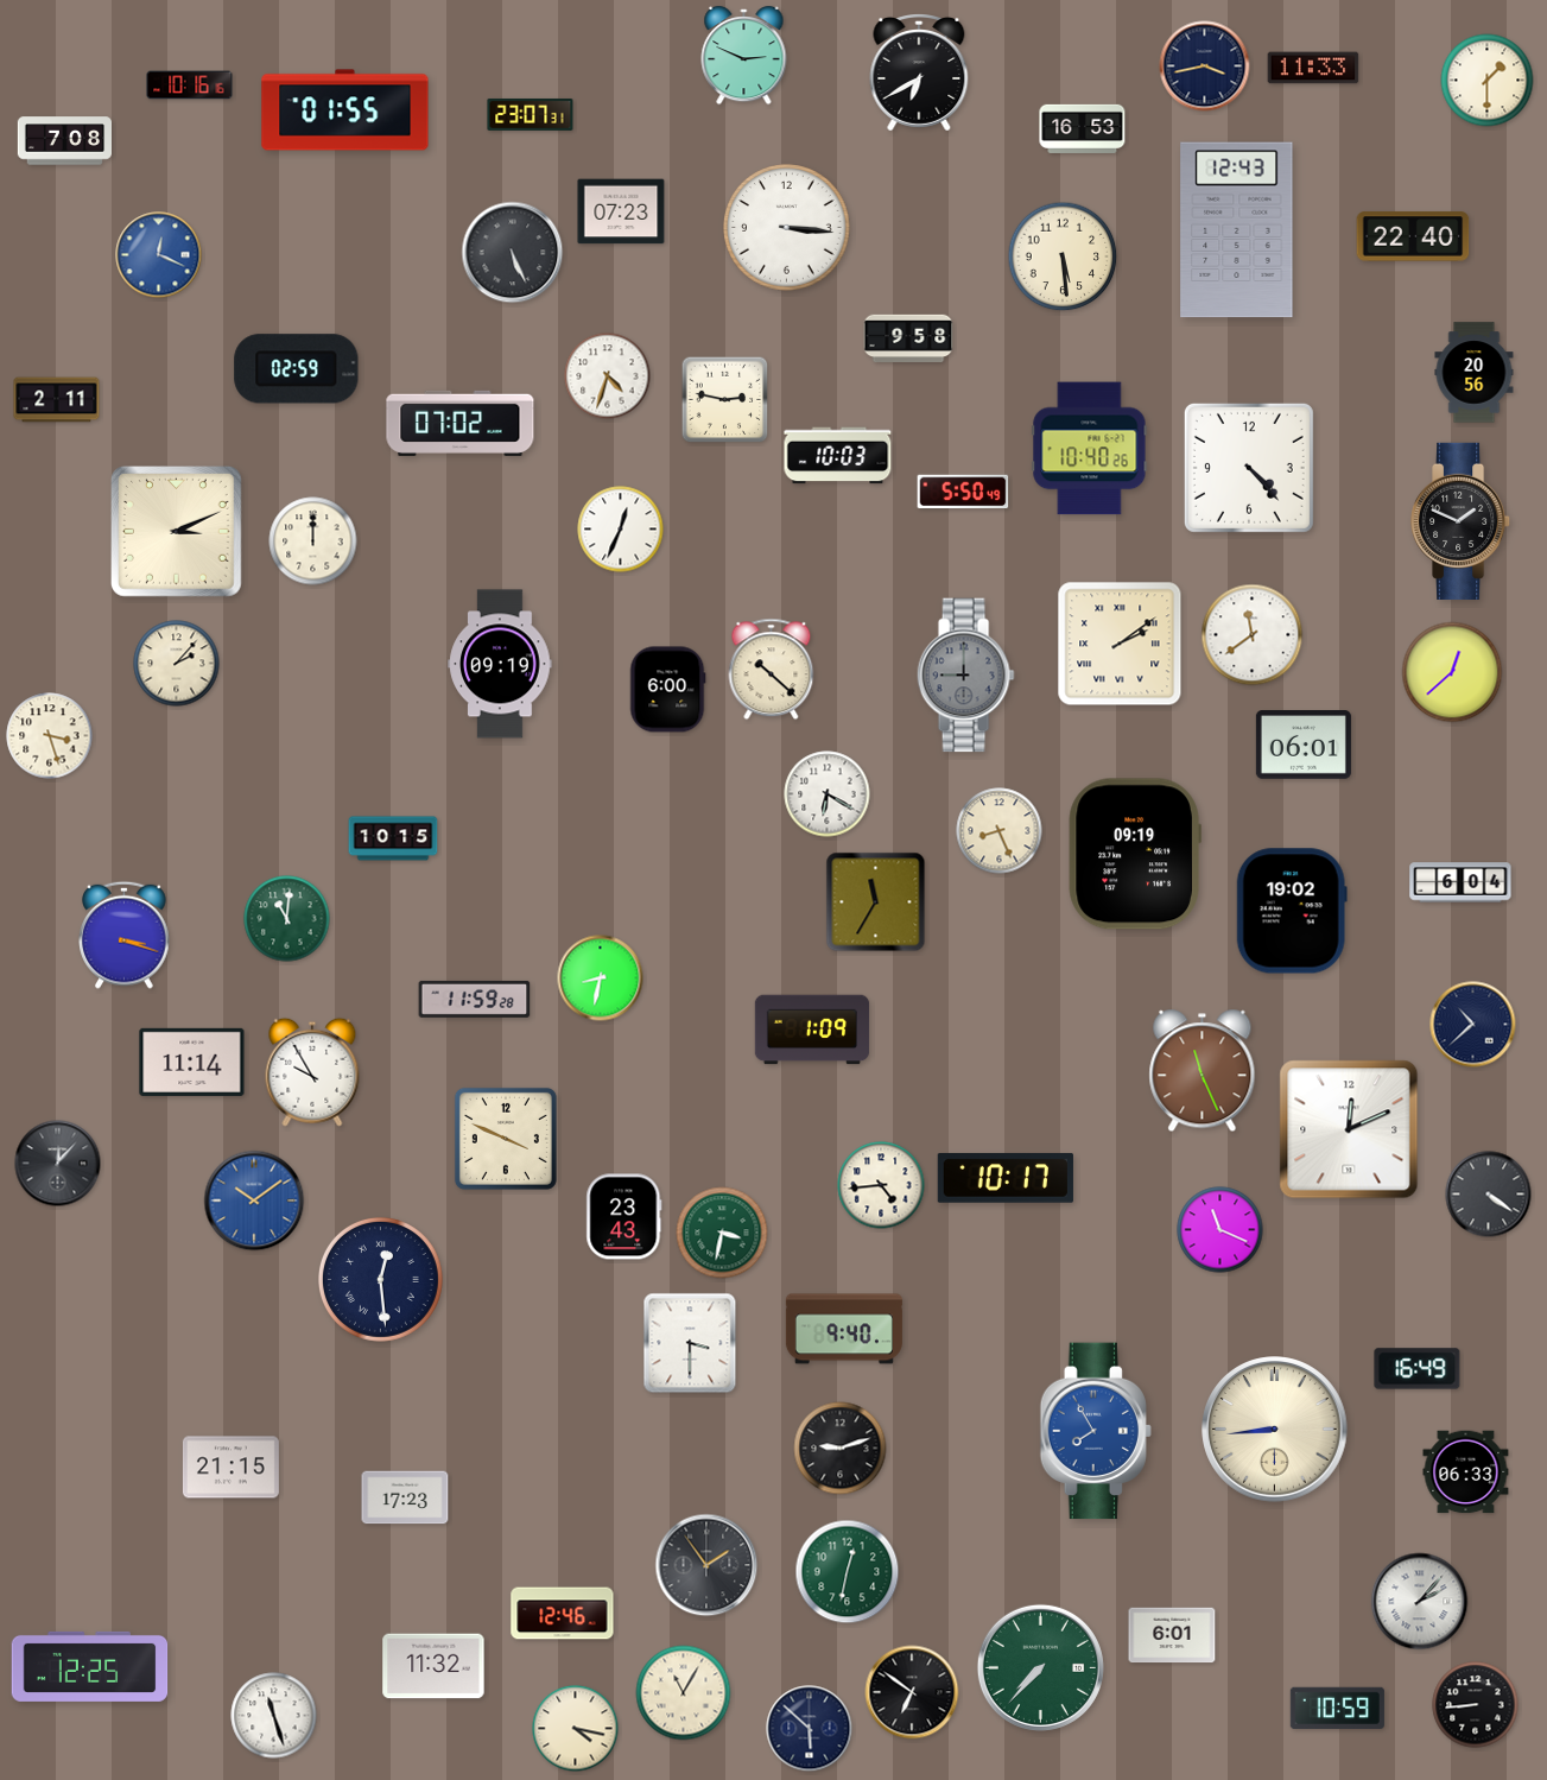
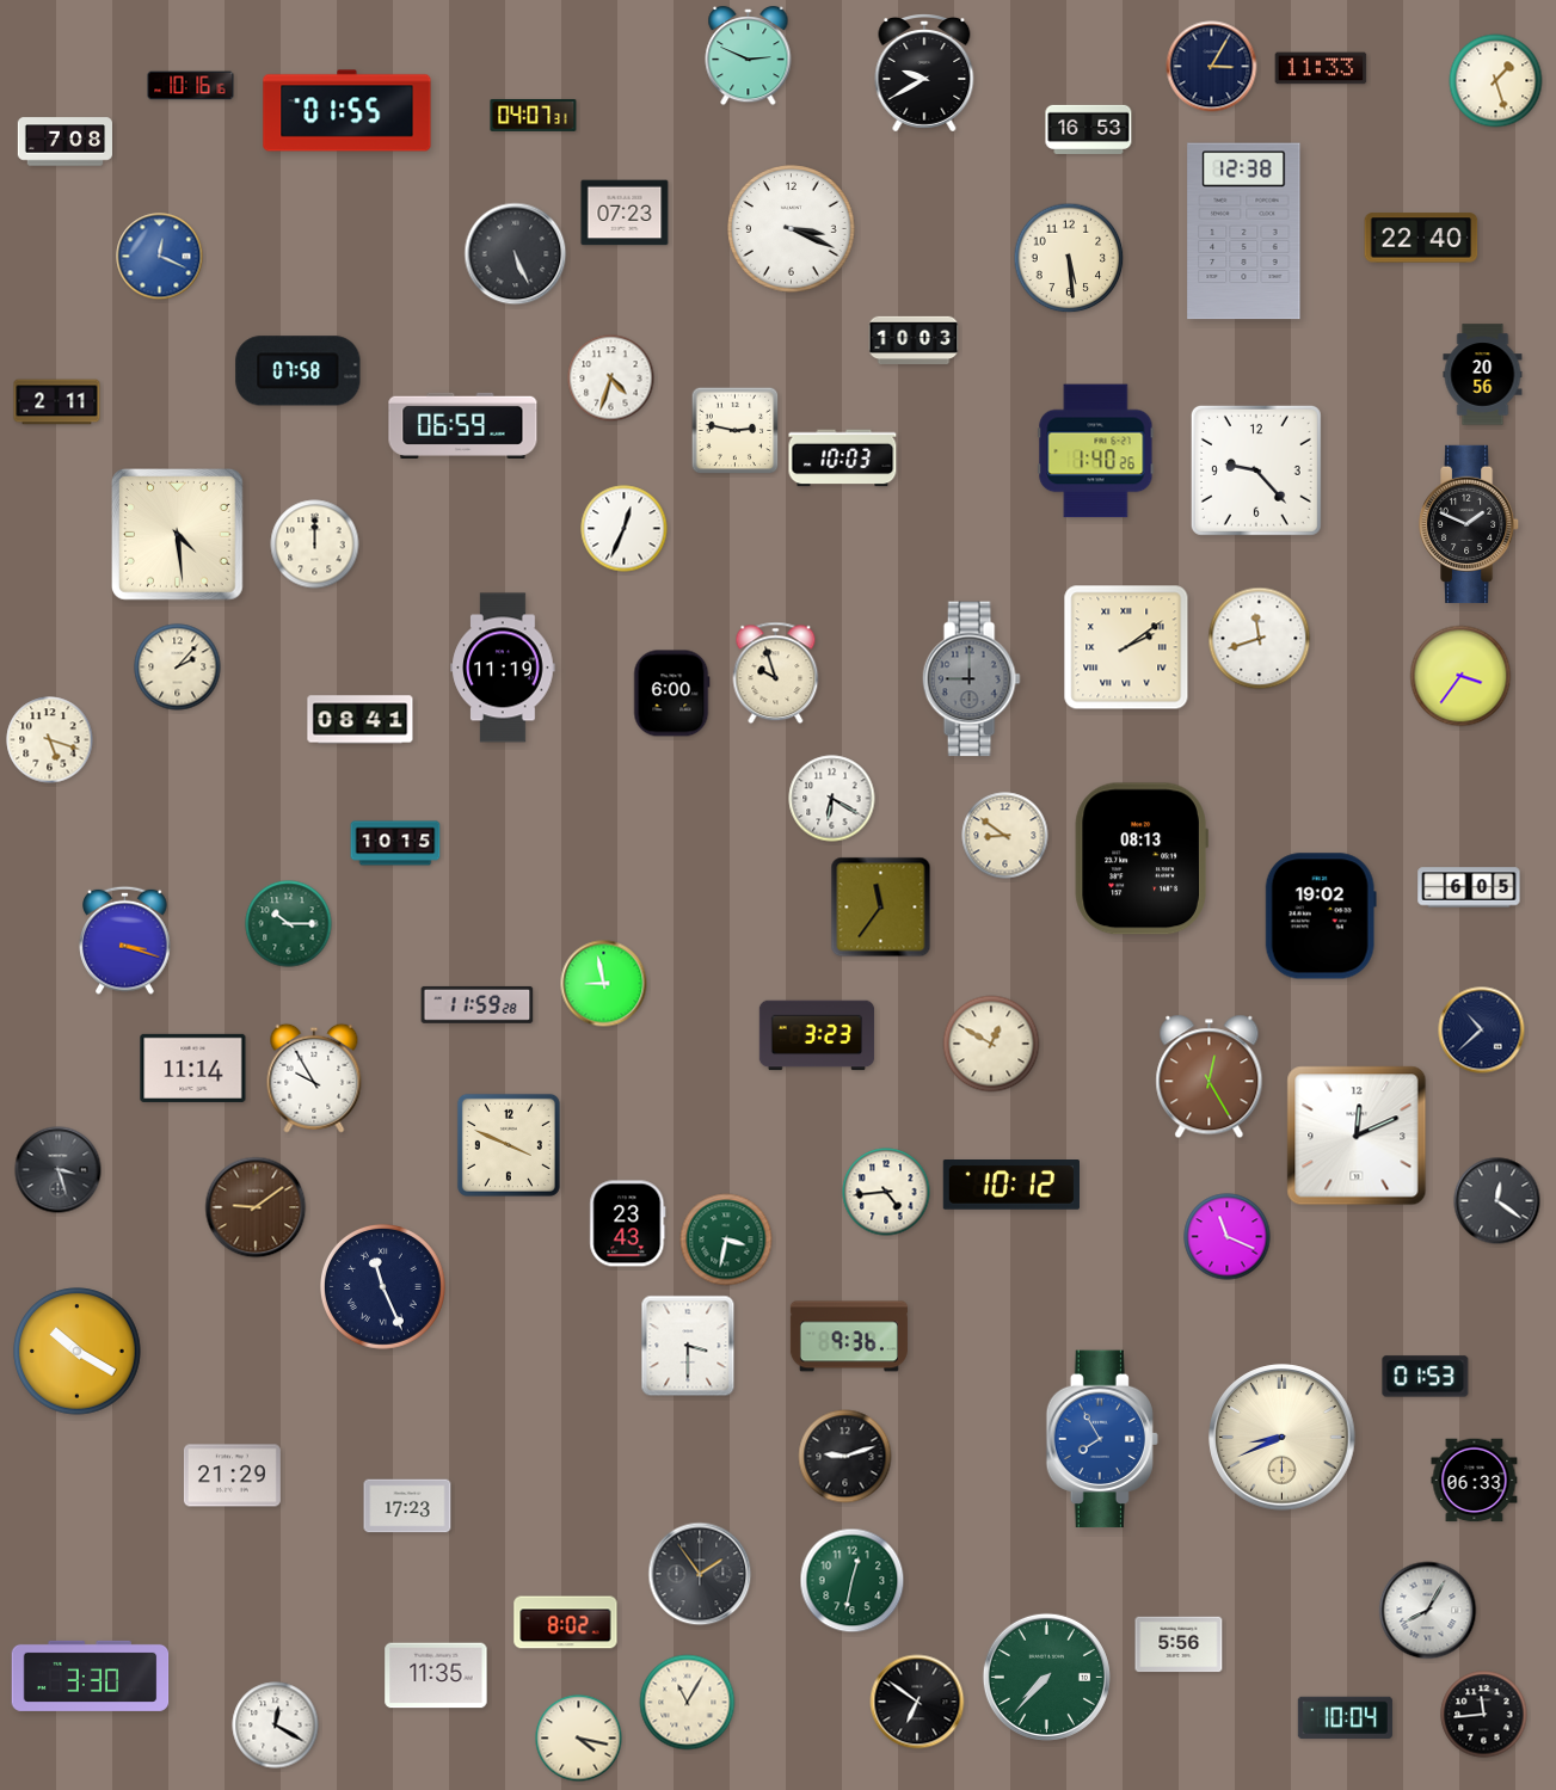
clock at (1205, 66): 3:43 -> 3:05
clock at (919, 74): 6:40 -> 9:40
clock at (1488, 81): 1:30 -> 1:27
clock at (531, 114): 23:07 -> 04:07
clock at (787, 228): 3:16 -> 3:19
clock at (1237, 230): 12:43 -> 12:38
clock at (908, 338): 9:58 -> 10:03
clock at (297, 369): 02:59 -> 07:58
clock at (725, 400) position: (725, 400) -> (736, 431)
clock at (461, 423): 07:02 -> 06:59
clock at (1090, 449): 10:40 -> 1:40
clock at (1249, 468): 4:23 -> 9:23
clock at (963, 492): 5:50 -> none
clock at (621, 530) position: (621, 530) -> (625, 529)
clock at (177, 532): 3:11 -> 4:29
clock at (1253, 635): 11:39 -> 11:42
clock at (500, 664): 09:19 -> 11:19
clock at (772, 670): 10:22 -> 9:57
clock at (1452, 672): 12:38 -> 3:36
clock at (361, 720): none -> 08:41
clock at (50, 736): 3:27 -> 5:18
clock at (1304, 745): 06:01 -> none
clock at (1000, 831): 8:26 -> 8:51
clock at (1135, 854): 09:19 -> 08:13
clock at (1460, 882): 6:04 -> 6:05
clock at (876, 902): 11:35 -> 11:36
clock at (1292, 911) position: (1292, 911) -> (1321, 916)
clock at (287, 919): 11:01 -> 10:15
clock at (601, 978): 8:32 -> 8:58
clock at (812, 1030): 1:09 -> 3:23
clock at (991, 1044): none -> 12:50
clock at (1203, 1071): 11:26 -> 12:25
clock at (58, 1164): 12:07 -> 3:27
clock at (1006, 1178): 10:17 -> 10:12
clock at (1489, 1195): 4:21 -> 12:21
clock at (254, 1201): 10:09 -> 9:09
clock at (254, 1201) dial: blue -> brown
clock at (380, 1279): 12:29 -> 11:26
clock at (844, 1329): 9:40 -> 9:36
clock at (690, 1343) position: (690, 1343) -> (688, 1346)
clock at (78, 1352): none -> 10:20
clock at (1418, 1369): 16:49 -> 01:53
clock at (1275, 1430): 8:44 -> 8:41
clock at (230, 1468): 21:15 -> 21:29
clock at (706, 1565) position: (706, 1565) -> (700, 1574)
clock at (1420, 1602): 2:07 -> 8:05
clock at (563, 1614): 12:46 -> 8:02
clock at (1172, 1635): 6:01 -> 5:56
clock at (90, 1666): 12:25 -> 3:30
clock at (433, 1666): 11:32 -> 11:35
clock at (1476, 1705): 8:44 -> 11:44
clock at (1337, 1708): 10:59 -> 10:04
clock at (274, 1716): 11:27 -> 12:20
clock at (810, 1729): 5:52 -> none
